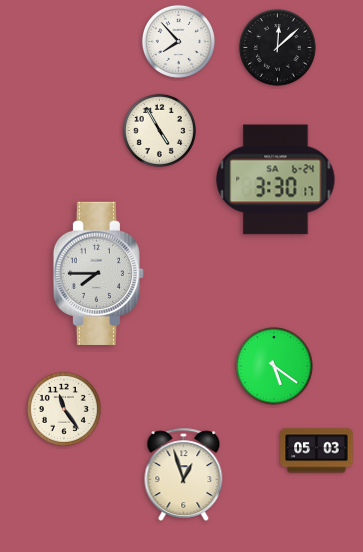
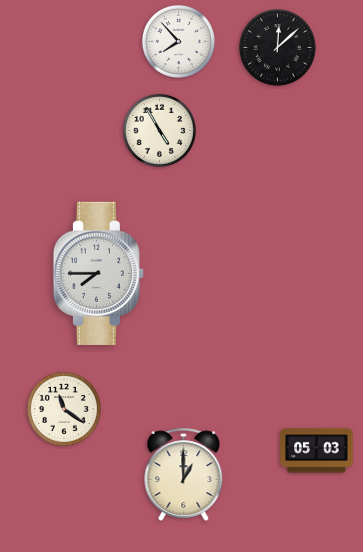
clock at (276, 180): 3:30 -> none
clock at (275, 367): 5:21 -> none
clock at (64, 409): 11:24 -> 11:21
clock at (184, 474): 12:57 -> 1:00
